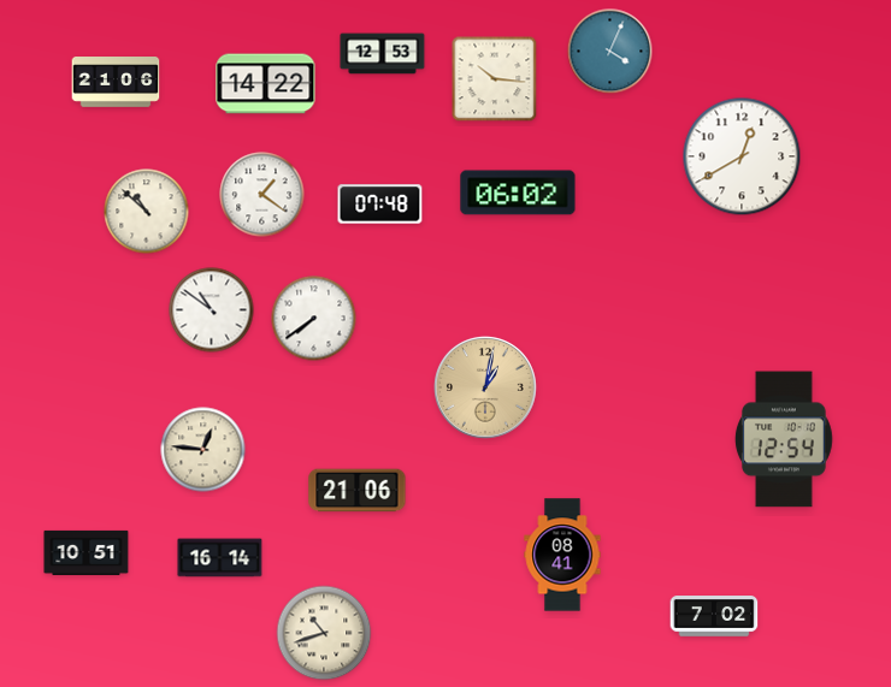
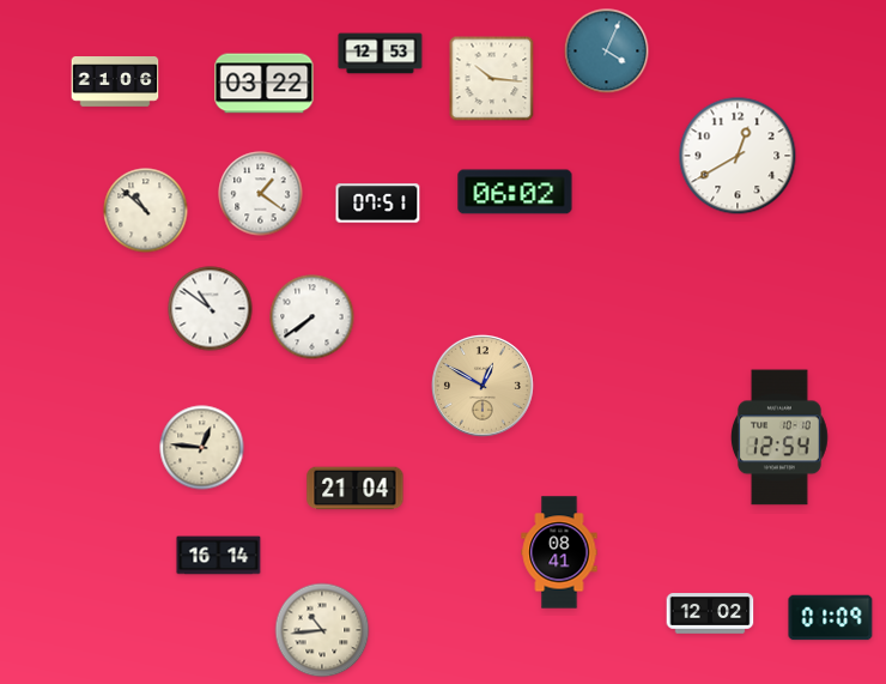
clock at (266, 84): 14:22 -> 03:22
clock at (380, 205): 07:48 -> 07:51
clock at (485, 387): 1:02 -> 12:50
clock at (358, 491): 21:06 -> 21:04
clock at (87, 552): 10:51 -> none
clock at (714, 616): 7:02 -> 12:02
clock at (831, 618): none -> 01:09
clock at (324, 633): 10:42 -> 10:44
